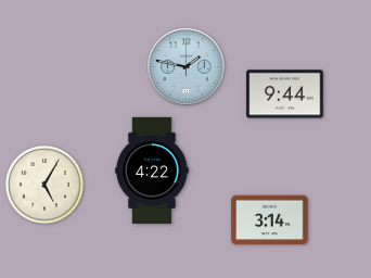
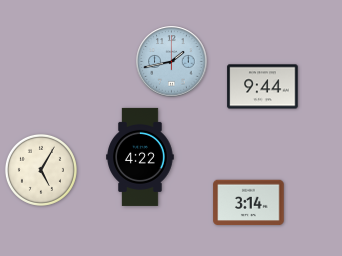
clock at (187, 67): 1:47 -> 1:43
